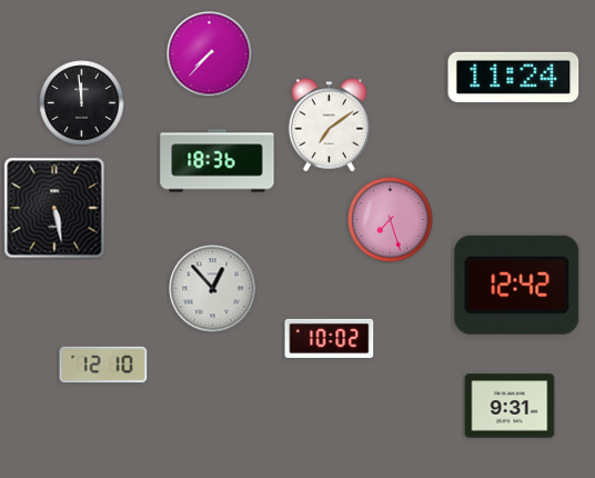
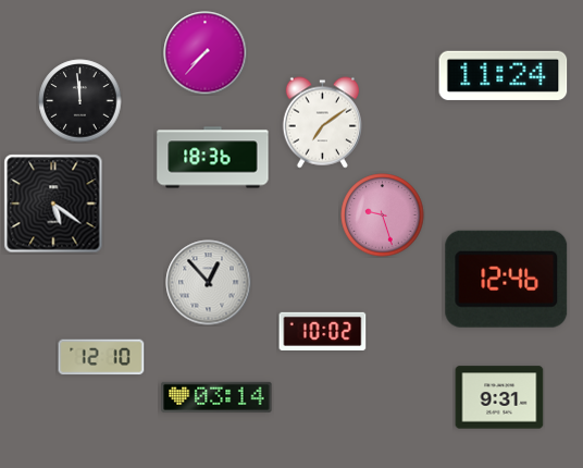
clock at (54, 208): 5:28 -> 5:21
clock at (391, 220): 7:27 -> 9:27
clock at (517, 285): 12:42 -> 12:46
clock at (216, 397): none -> 03:14
